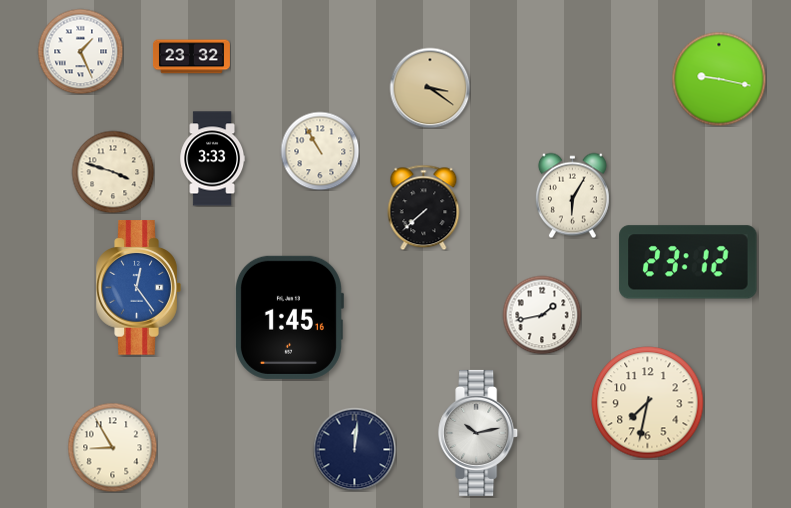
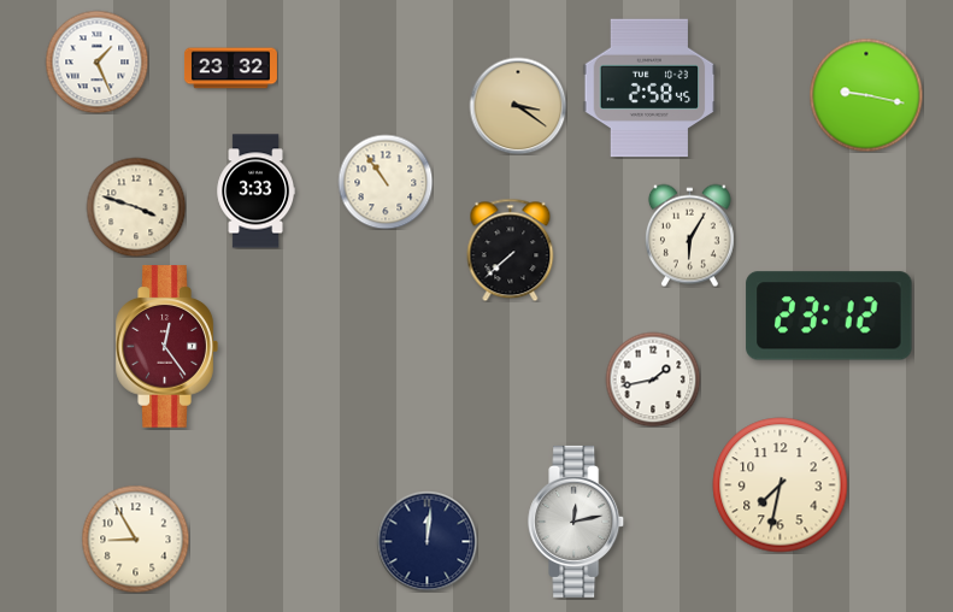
clock at (649, 88): none -> 2:58
clock at (320, 151): 10:55 -> 10:54
clock at (138, 288) dial: blue -> burgundy
clock at (289, 317): 1:45 -> none
clock at (479, 433): 10:13 -> 12:13
